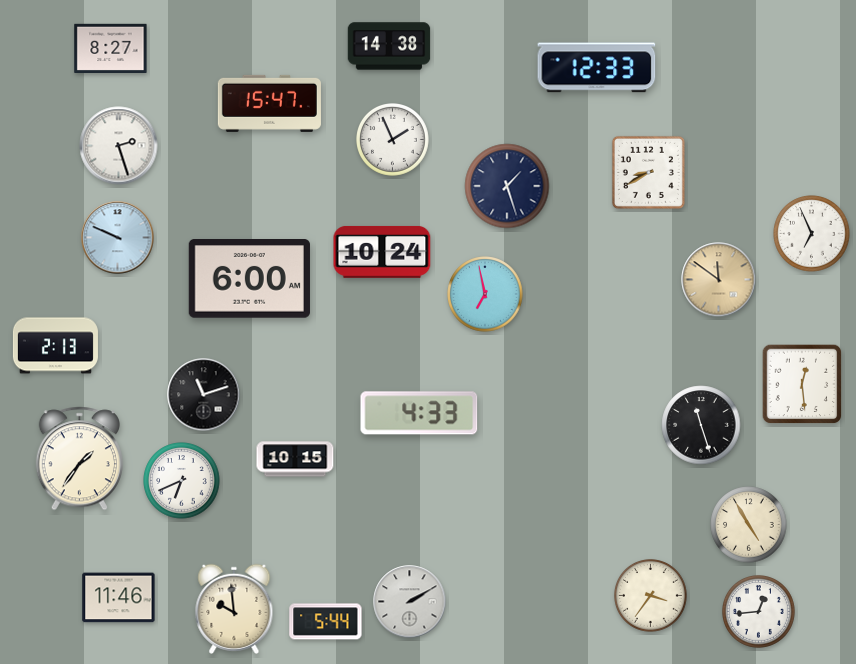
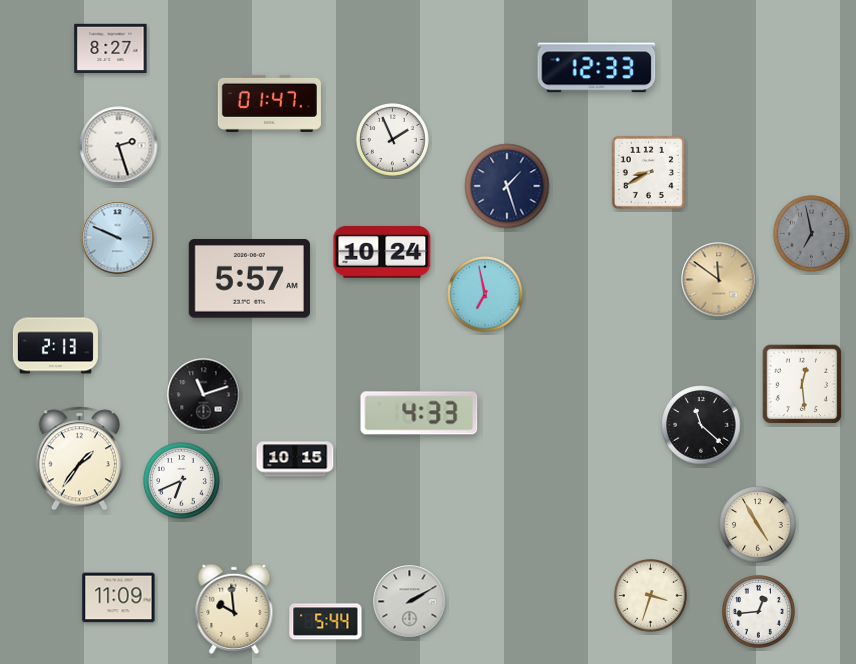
clock at (389, 46): 14:38 -> none
clock at (269, 103): 15:47 -> 01:47
clock at (812, 234): 6:56 -> 6:58
clock at (812, 234) dial: white -> grey
clock at (249, 279): 6:00 -> 5:57
clock at (701, 425): 11:27 -> 11:22
clock at (749, 525) position: (749, 525) -> (758, 525)
clock at (651, 596): 3:36 -> 3:33
clock at (119, 598): 11:46 -> 11:09
